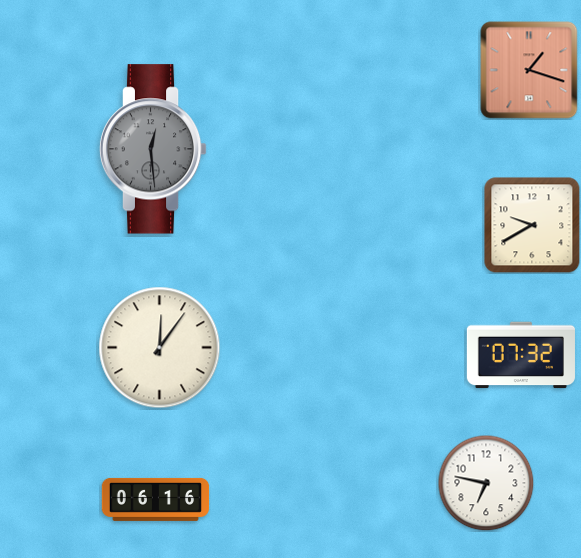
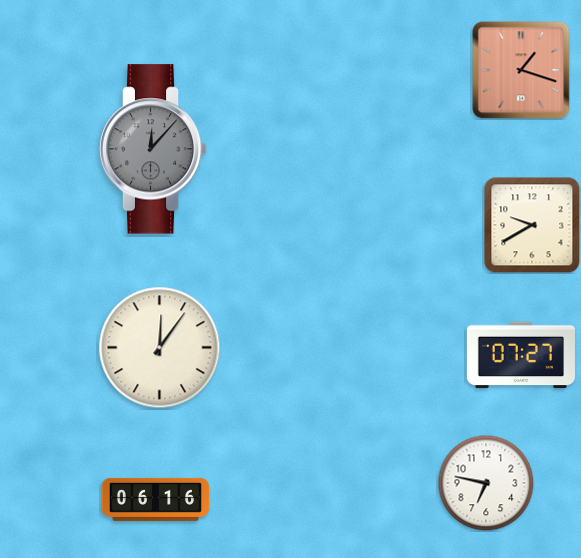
clock at (529, 70) position: (529, 70) -> (521, 70)
clock at (153, 149): 12:29 -> 12:07
clock at (521, 355): 07:32 -> 07:27
